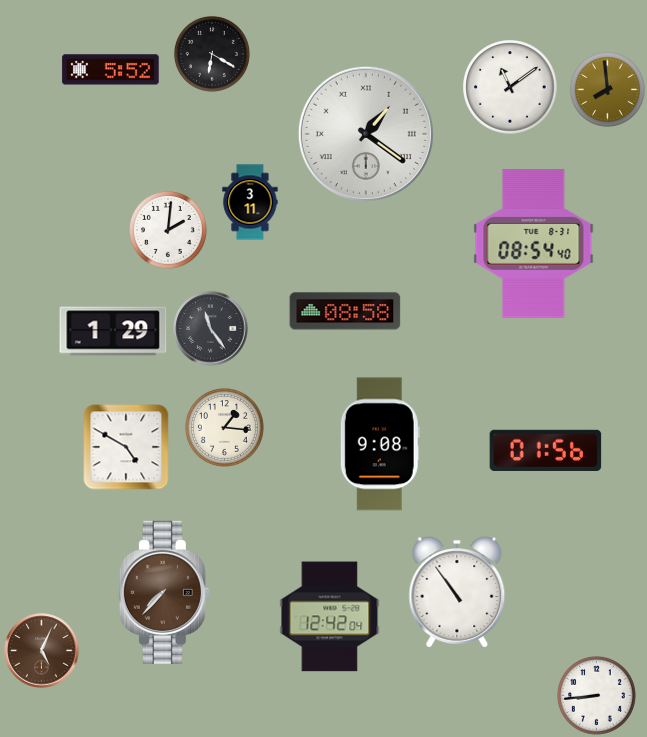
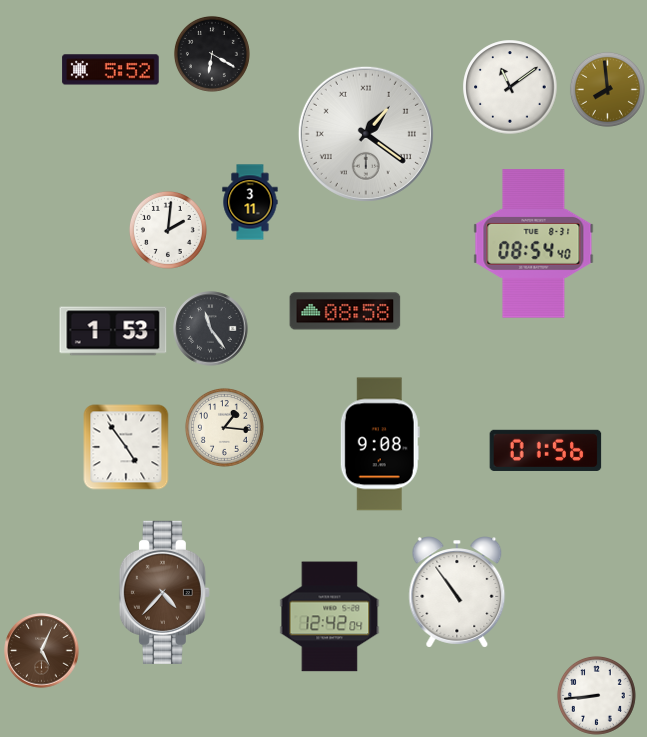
clock at (113, 331): 1:29 -> 1:53
clock at (126, 447): 4:50 -> 4:54
clock at (164, 592): 7:37 -> 4:37
